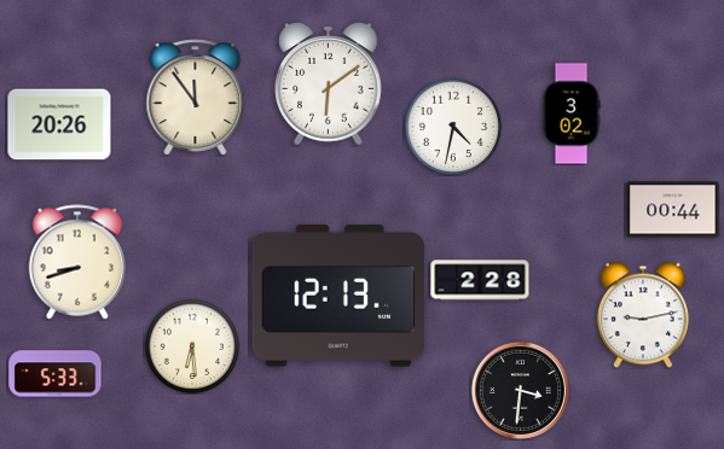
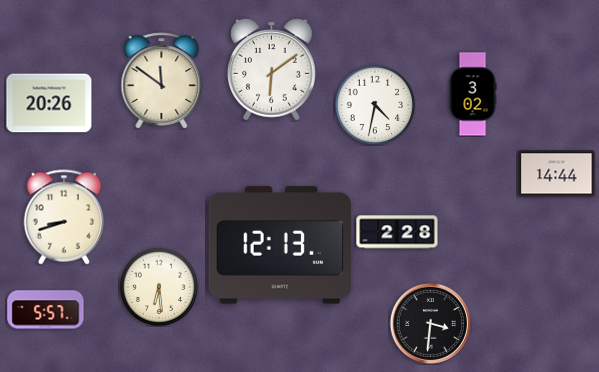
clock at (196, 98): 11:54 -> 11:51
clock at (673, 210): 00:44 -> 14:44
clock at (643, 315): 9:13 -> none
clock at (56, 374): 5:33 -> 5:57
